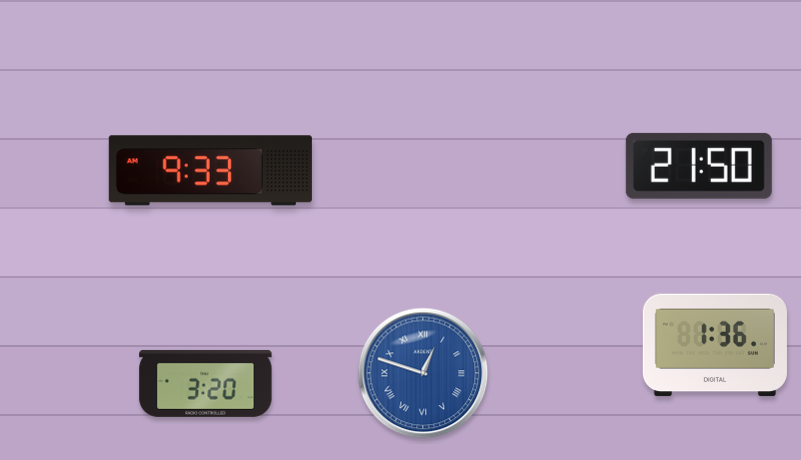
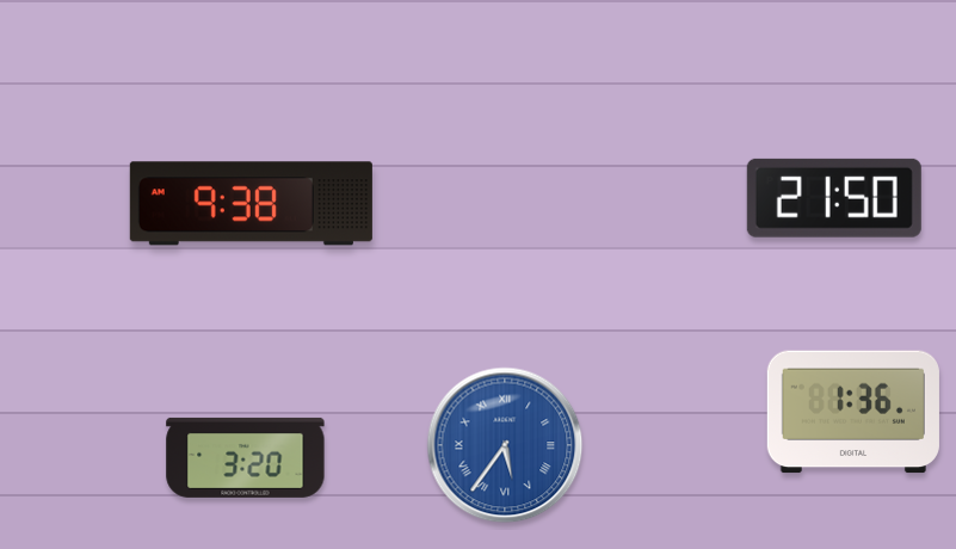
clock at (210, 171): 9:33 -> 9:38
clock at (423, 373): 12:48 -> 5:36
